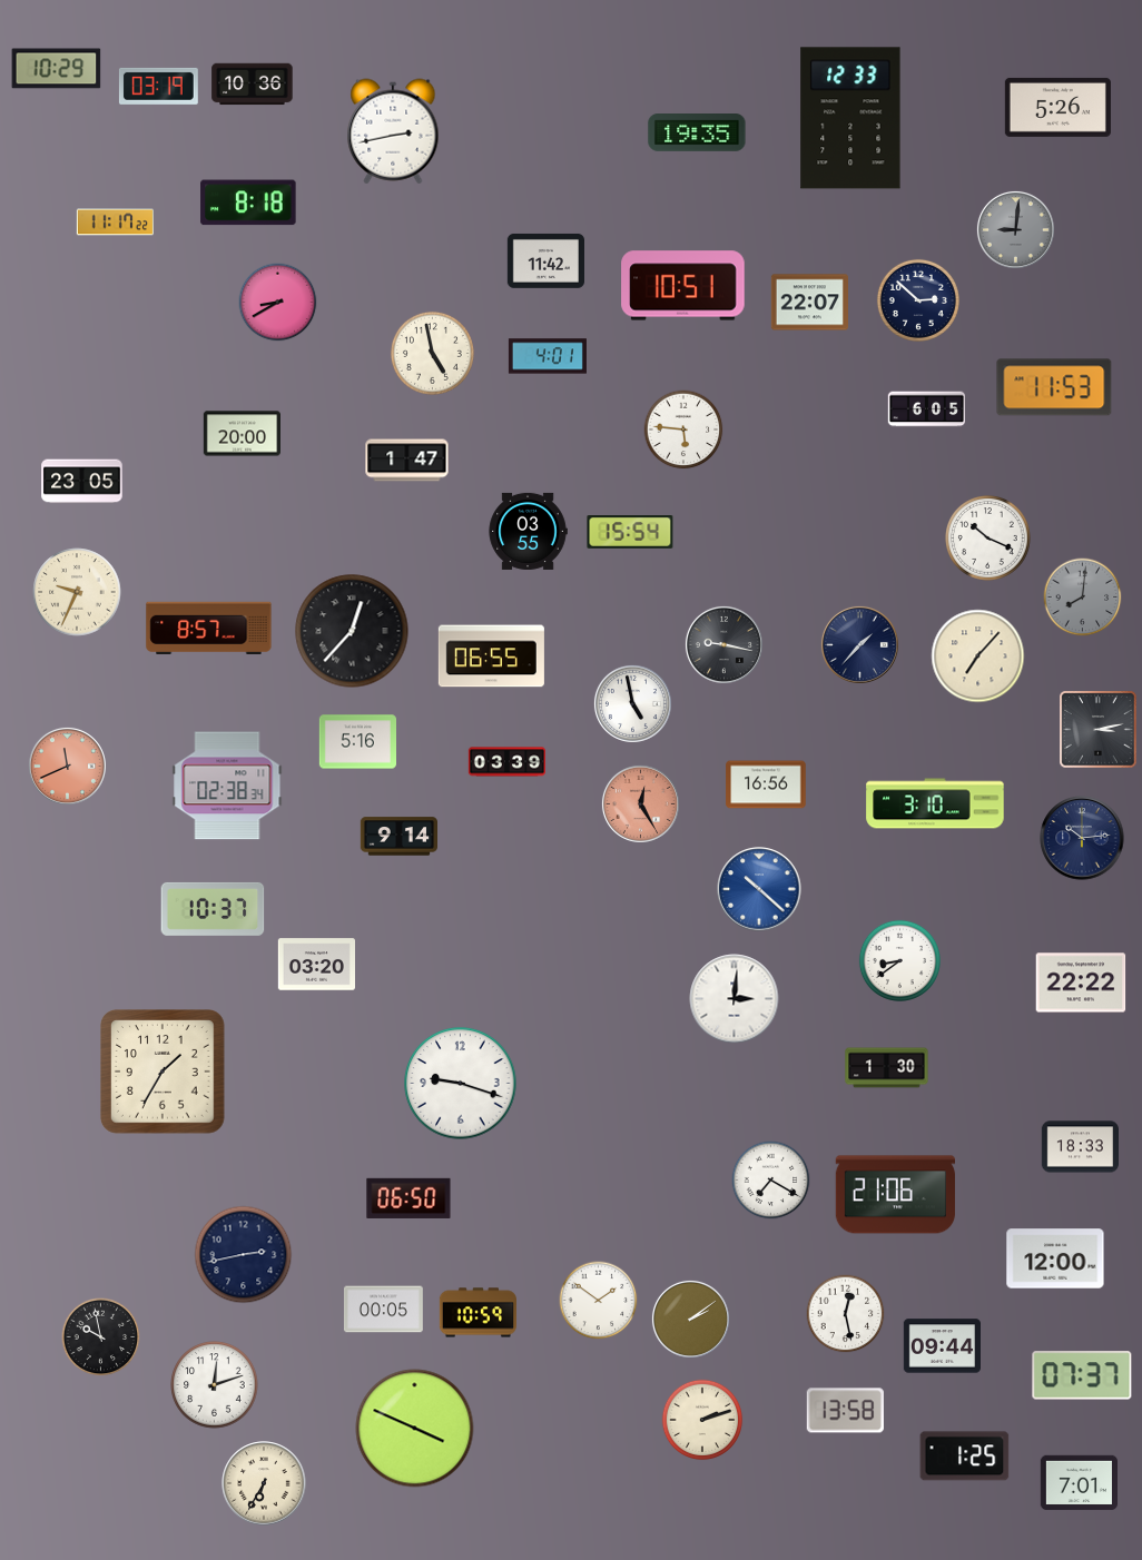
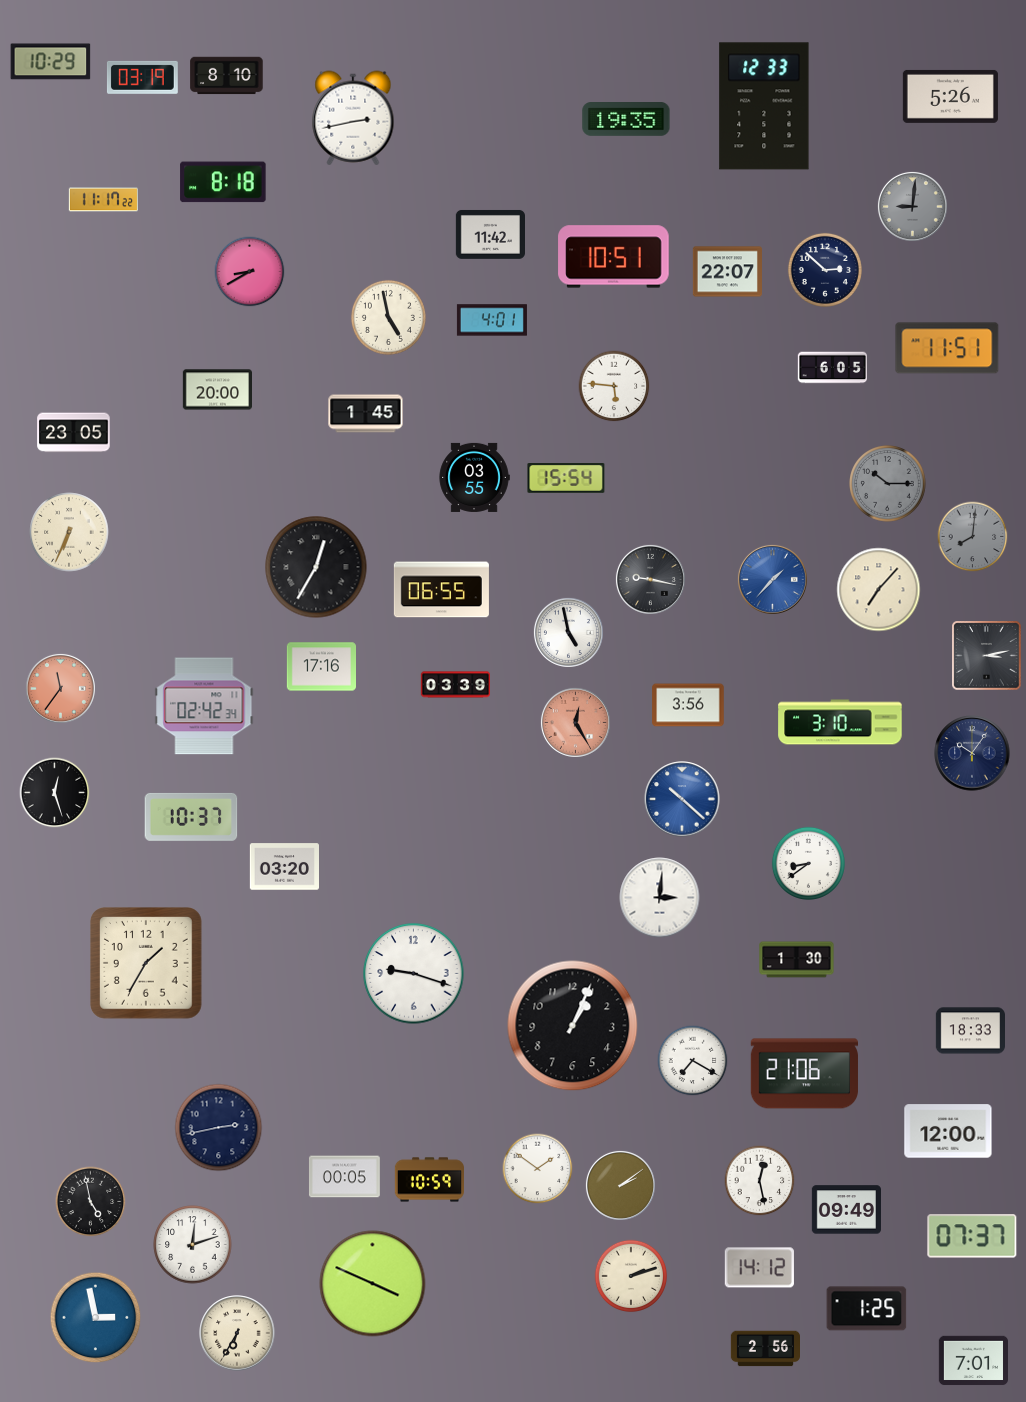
clock at (253, 85): 10:36 -> 8:10
clock at (1054, 387): 11:53 -> 11:51
clock at (407, 461): 1:47 -> 1:45
clock at (988, 539): 10:19 -> 10:15
clock at (988, 539) dial: white -> grey
clock at (77, 592): 9:34 -> 6:34
clock at (209, 628): 8:57 -> none
clock at (352, 631): 12:37 -> 12:35
clock at (859, 644) dial: navy -> blue
clock at (357, 742): 5:16 -> 17:16
clock at (67, 766): 11:41 -> 11:36
clock at (766, 784): 16:56 -> 3:56
clock at (227, 786): 02:38 -> 02:42
clock at (398, 837): 9:14 -> none
clock at (1082, 838): 10:14 -> 10:06
clock at (55, 793): none -> 12:27
clock at (1081, 983): 22:22 -> none
clock at (573, 1026): none -> 1:04
clock at (408, 1198): 06:50 -> none
clock at (101, 1337): 9:58 -> 4:58
clock at (942, 1346): 09:44 -> 09:49
clock at (845, 1411): 13:58 -> 14:12
clock at (96, 1318): none -> 2:58
clock at (1079, 1483) position: (1079, 1483) -> (973, 1361)
clock at (765, 1349): none -> 2:56
